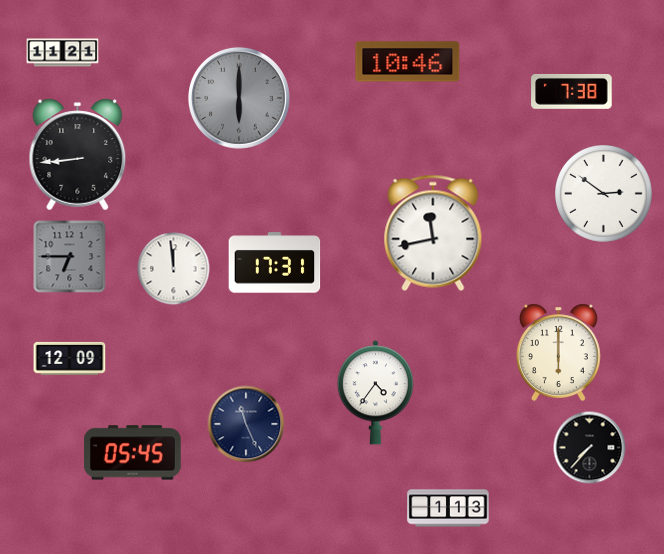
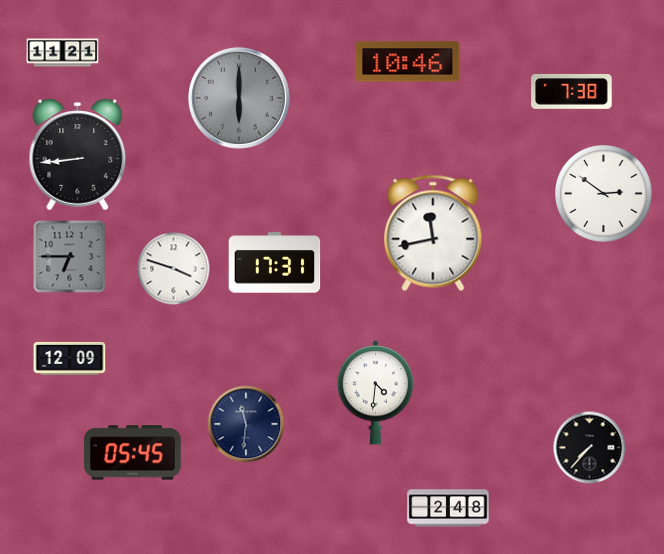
clock at (174, 269): 11:59 -> 3:48
clock at (558, 352): 6:00 -> none
clock at (375, 393): 4:36 -> 4:31
clock at (246, 424): 11:26 -> 11:31
clock at (448, 508): 1:13 -> 2:48
